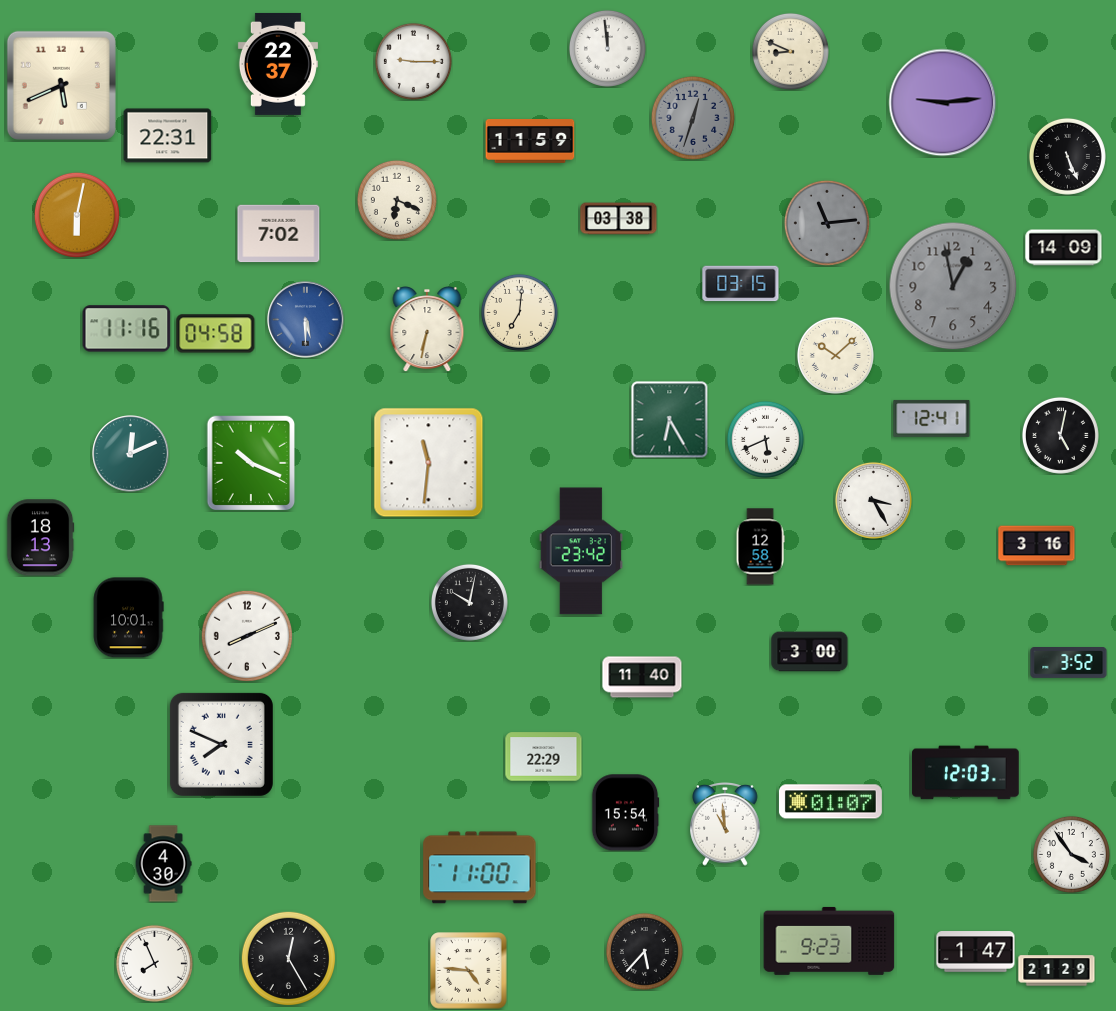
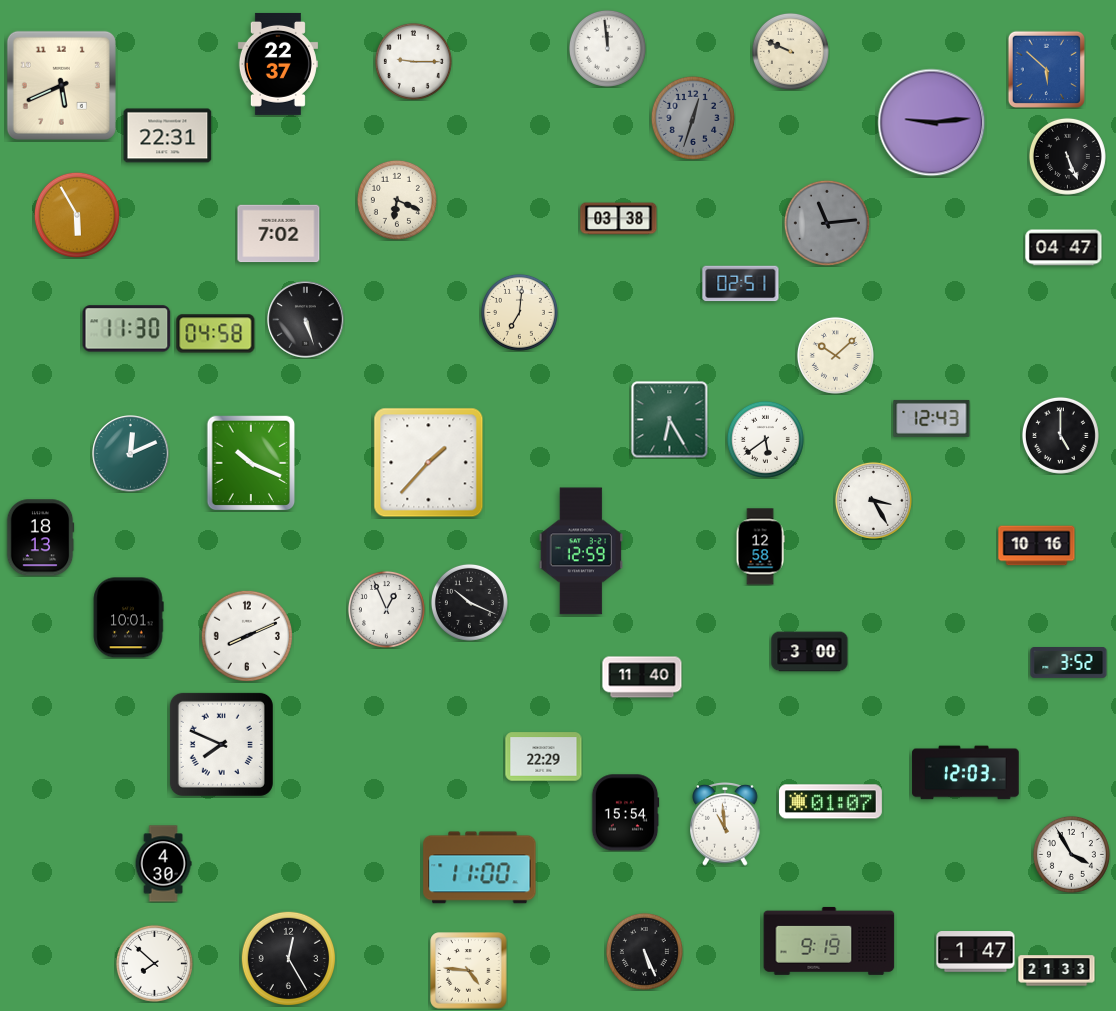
clock at (790, 51): 8:49 -> 9:49
clock at (1046, 69): none -> 5:52
clock at (943, 103) position: (943, 103) -> (932, 123)
clock at (530, 142): 11:59 -> none
clock at (77, 215): 6:02 -> 5:55
clock at (1064, 248): 14:09 -> 04:47
clock at (741, 284): 03:15 -> 02:51
clock at (953, 286): 12:58 -> none
clock at (306, 320): 5:30 -> 5:27
clock at (306, 320) dial: blue -> black
clock at (127, 329): 11:16 -> 11:30
clock at (427, 329): 6:32 -> none
clock at (932, 418): 12:41 -> 12:43
clock at (1060, 435): 5:02 -> 5:00
clock at (765, 439): 5:41 -> 5:39
clock at (429, 463): 11:31 -> 1:37
clock at (1037, 546): 3:16 -> 10:16
clock at (581, 551): 23:42 -> 12:59
clock at (469, 602): 10:02 -> 10:19
clock at (386, 609): none -> 12:56
clock at (1071, 854): 3:54 -> 3:55
clock at (829, 941): 9:23 -> 9:19
clock at (644, 951): 5:37 -> 5:26
clock at (154, 963): 7:56 -> 7:52
clock at (1057, 971): 21:29 -> 21:33
